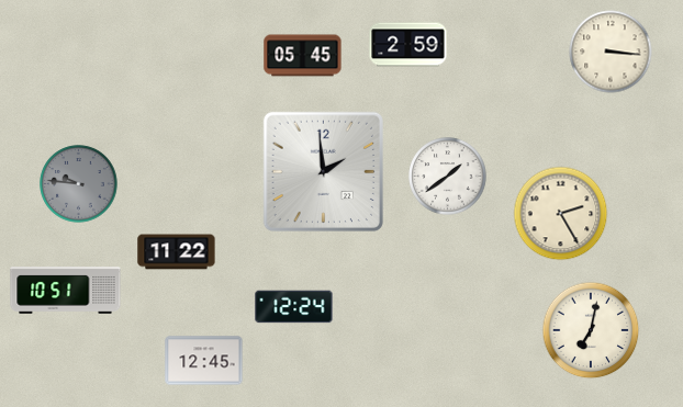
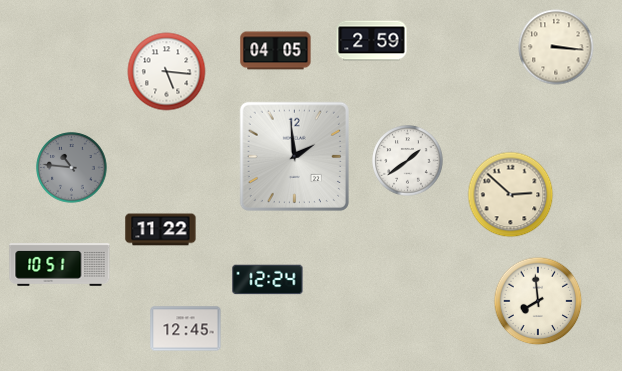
clock at (303, 56): 05:45 -> 04:05
clock at (167, 72): none -> 5:16
clock at (79, 184): 9:46 -> 10:46
clock at (561, 214): 2:25 -> 2:52
clock at (591, 330): 7:02 -> 7:59
